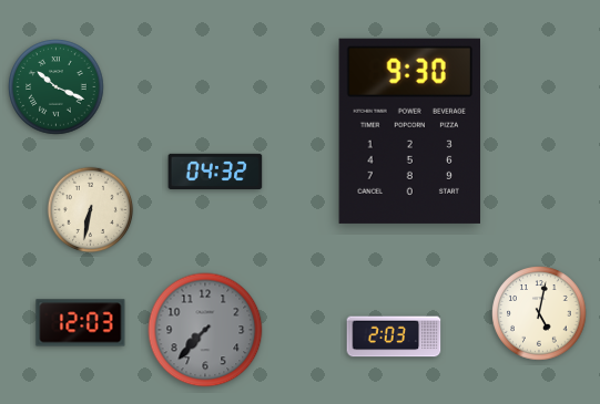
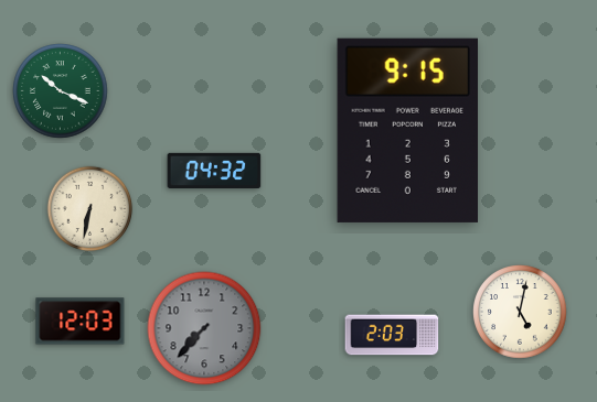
clock at (57, 87) position: (57, 87) -> (61, 91)
clock at (409, 131): 9:30 -> 9:15
clock at (539, 313) position: (539, 313) -> (520, 312)
